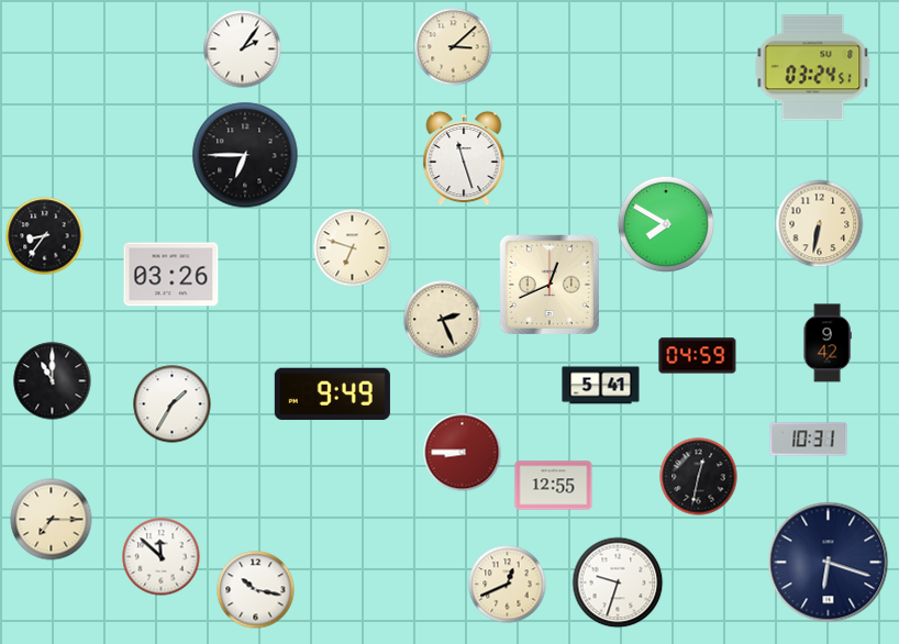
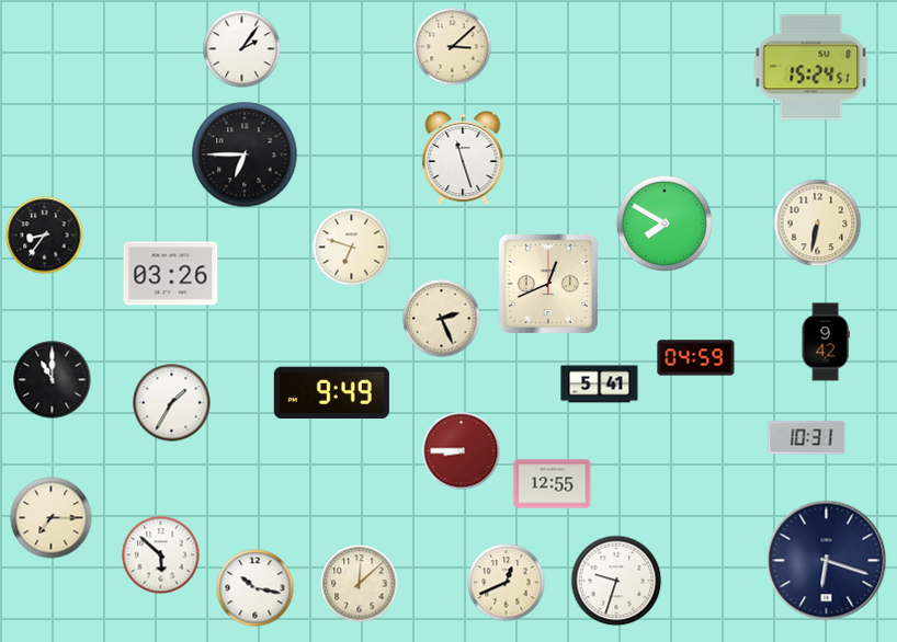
clock at (813, 68): 03:24 -> 15:24
clock at (698, 356) position: (698, 356) -> (696, 358)
clock at (699, 477): 12:32 -> none
clock at (162, 557): 11:52 -> 5:52
clock at (360, 584): none -> 12:08
